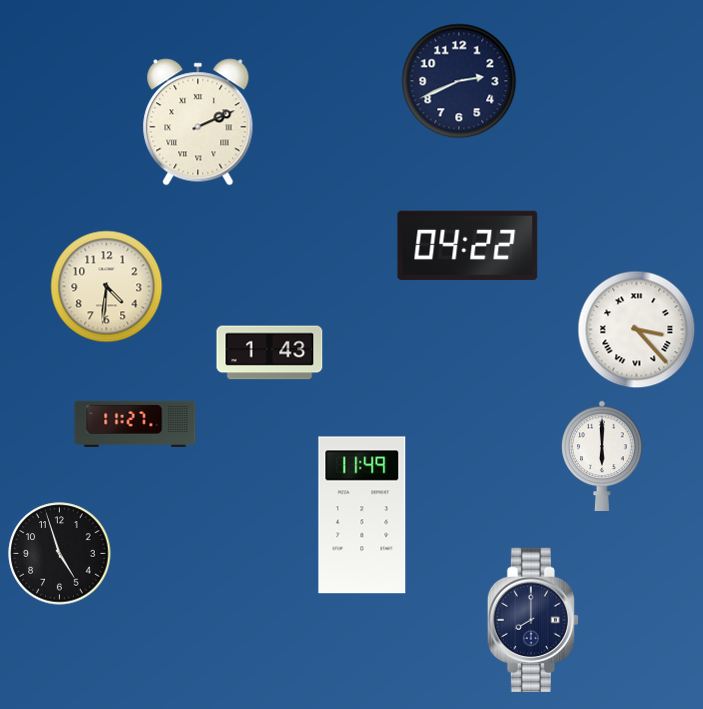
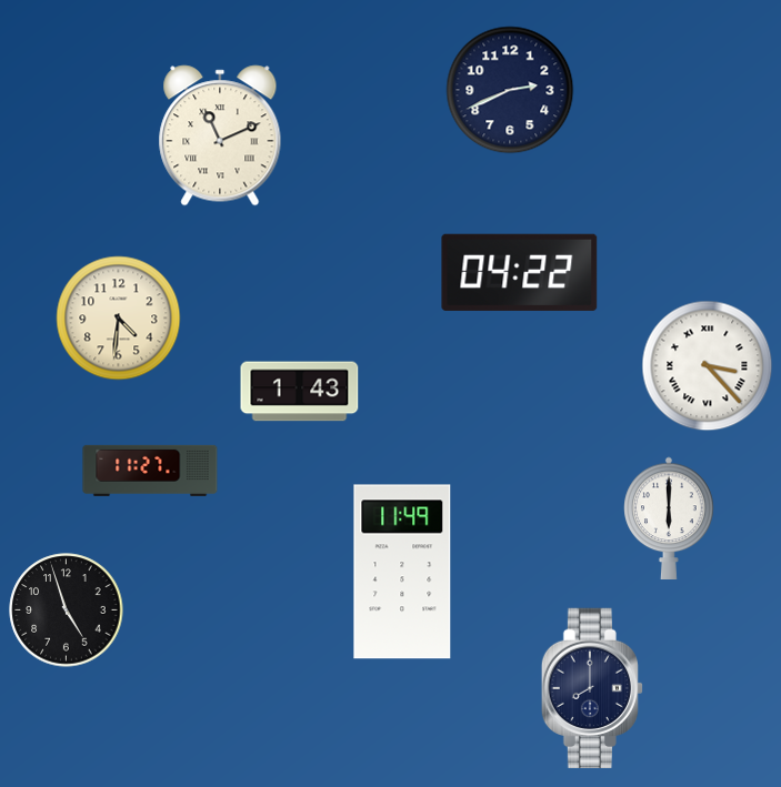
clock at (198, 122): 2:11 -> 11:11
clock at (602, 455) position: (602, 455) -> (669, 517)
clock at (60, 554) position: (60, 554) -> (67, 611)
